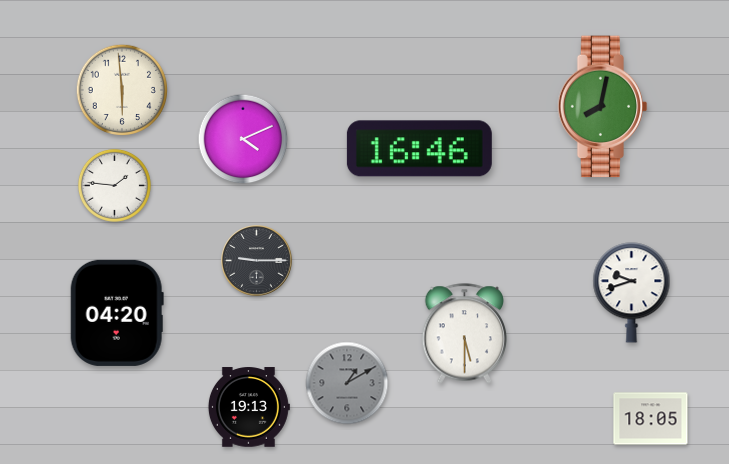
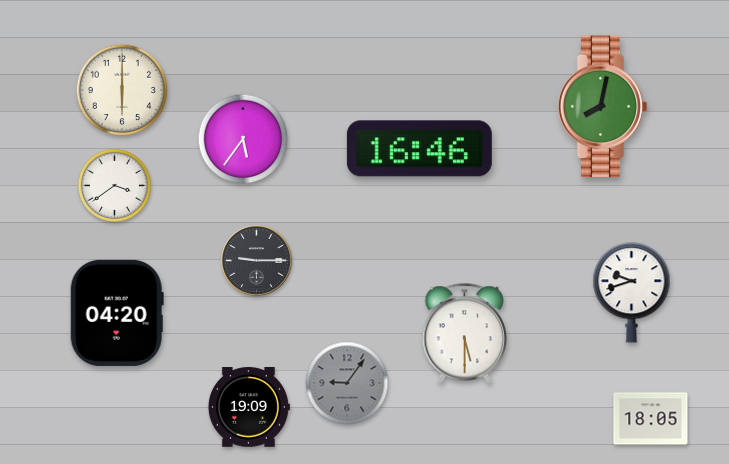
clock at (121, 89): 5:59 -> 6:00
clock at (243, 139): 4:11 -> 5:36
clock at (114, 185): 1:46 -> 3:39
clock at (347, 383): 1:10 -> 9:06
clock at (248, 407): 19:13 -> 19:09
